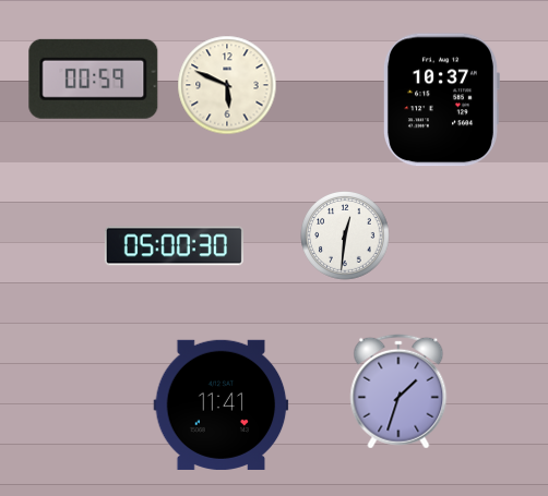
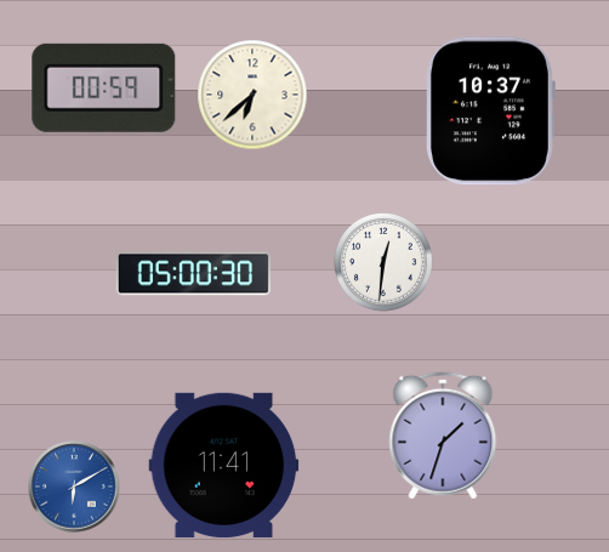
clock at (227, 85): 5:49 -> 6:38
clock at (222, 404) position: (222, 404) -> (224, 465)
clock at (74, 486): none -> 6:10
